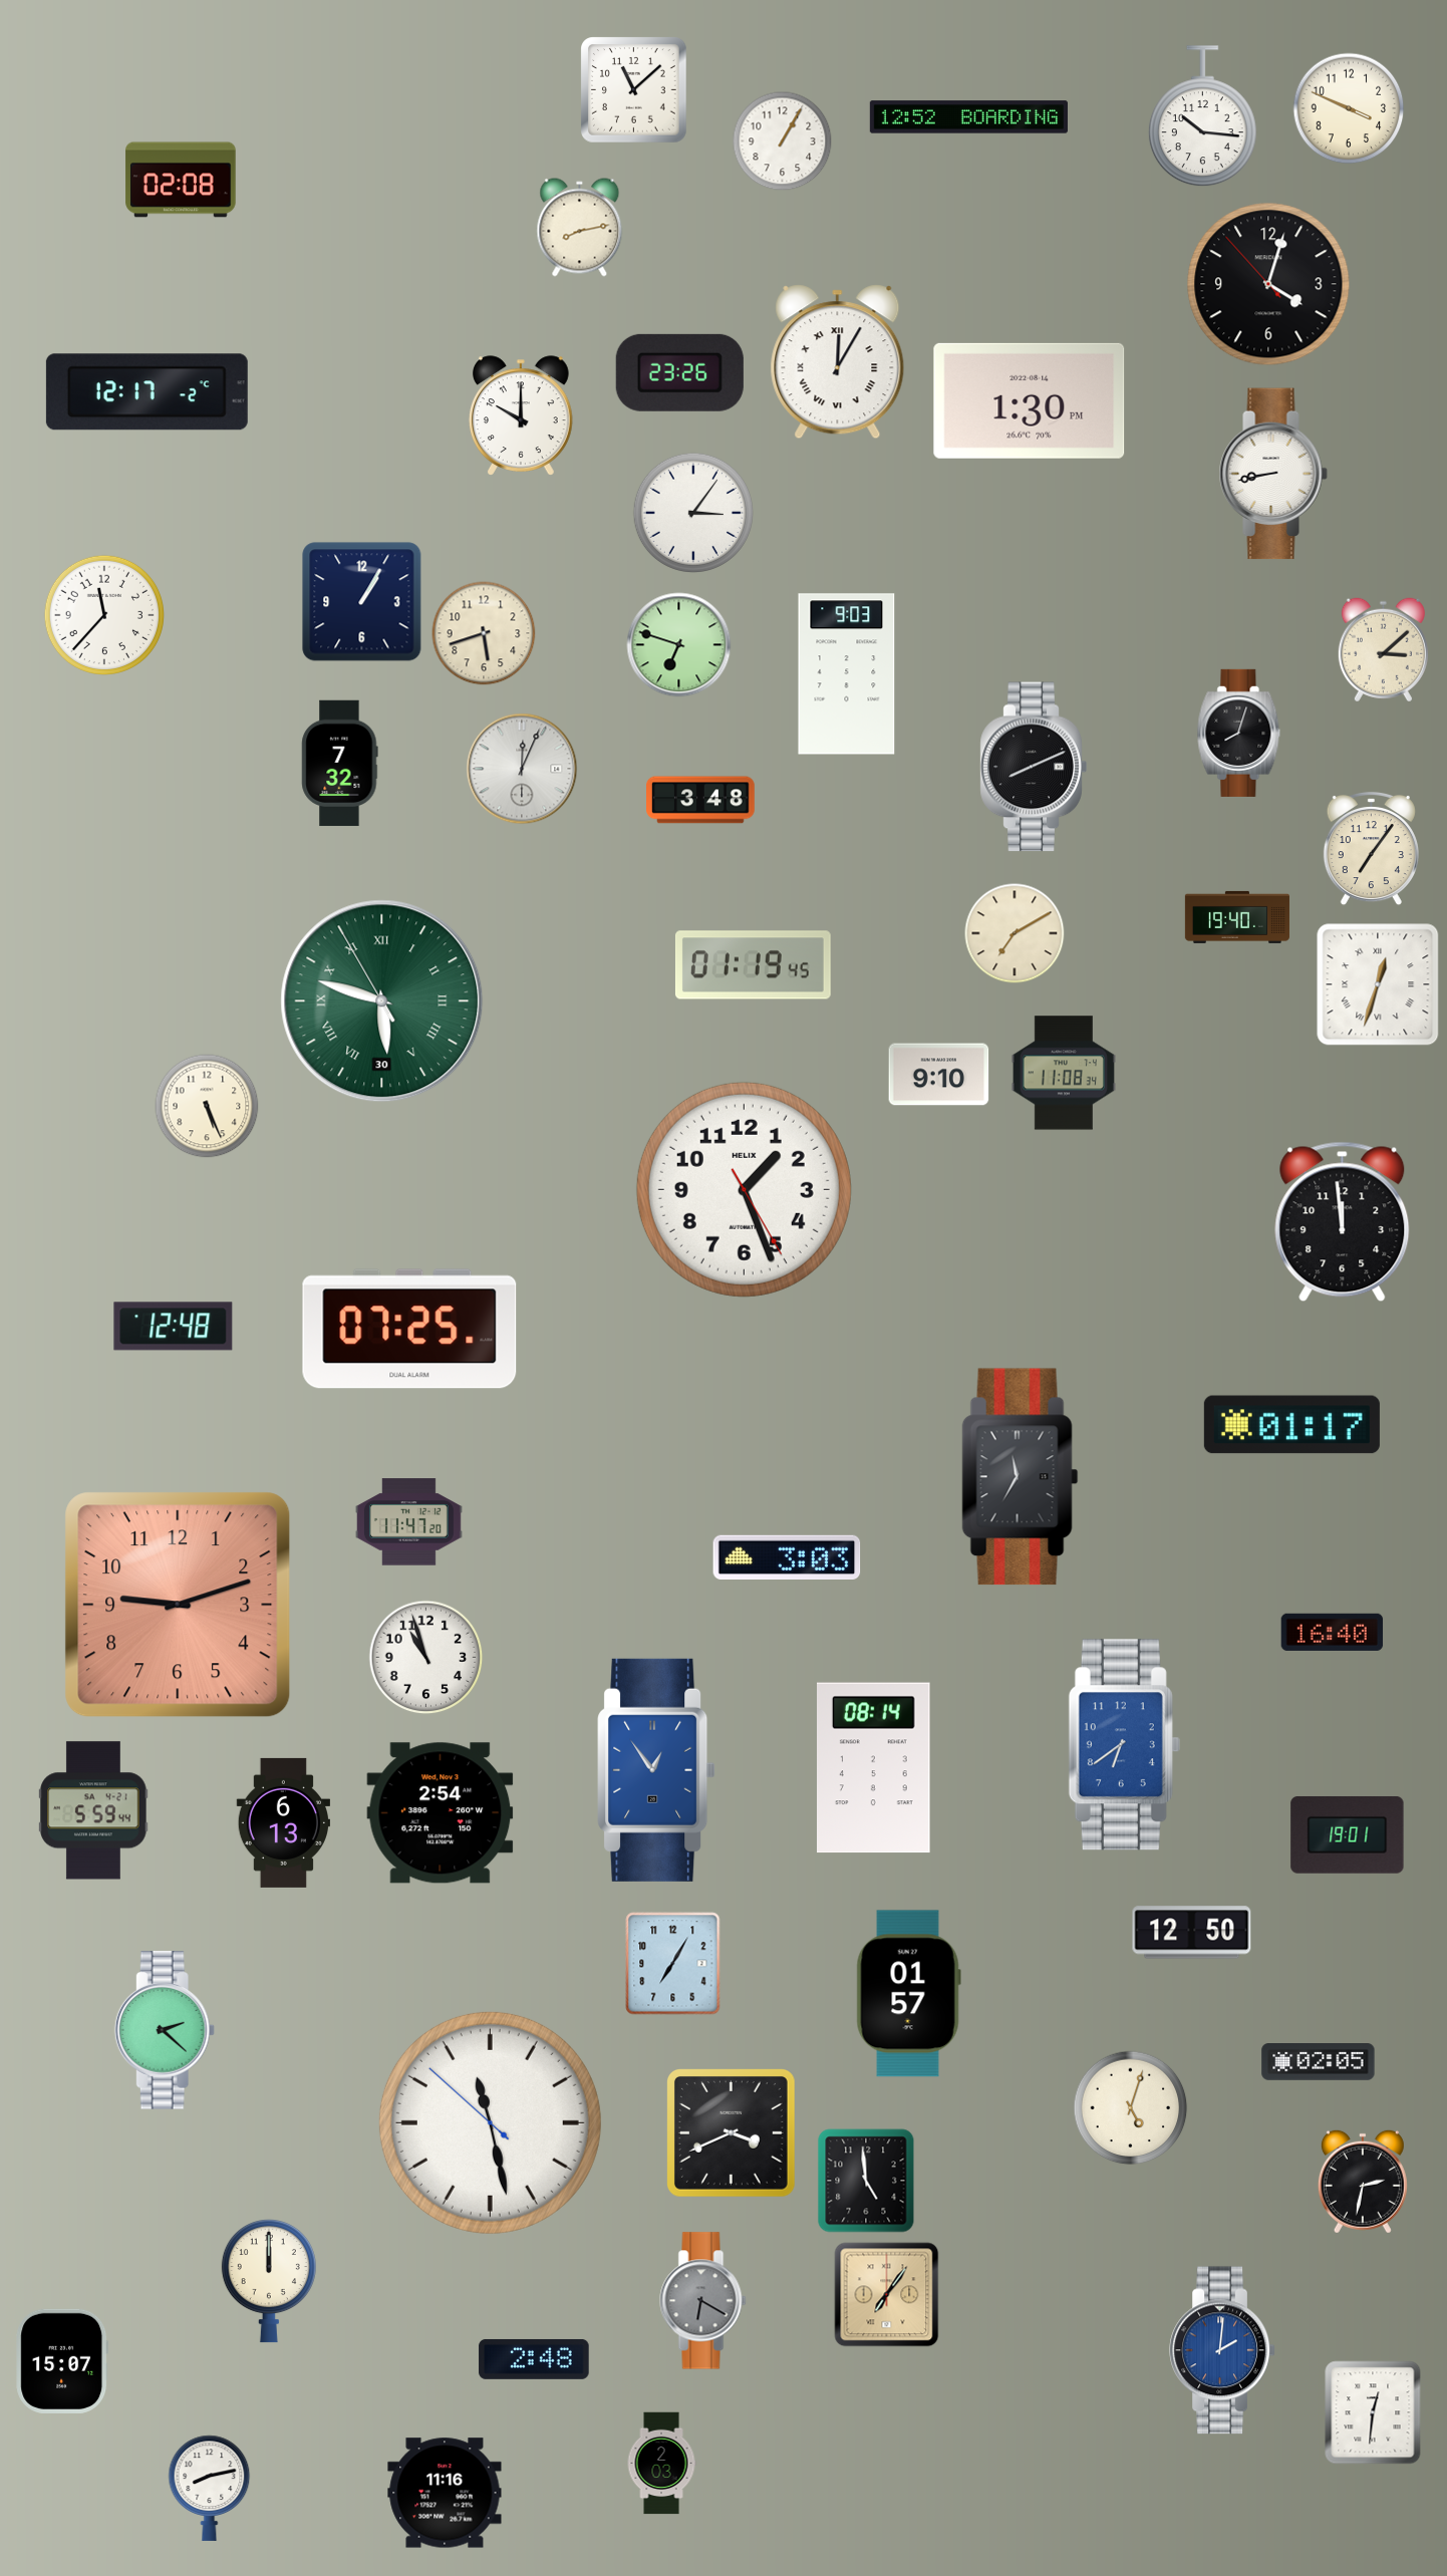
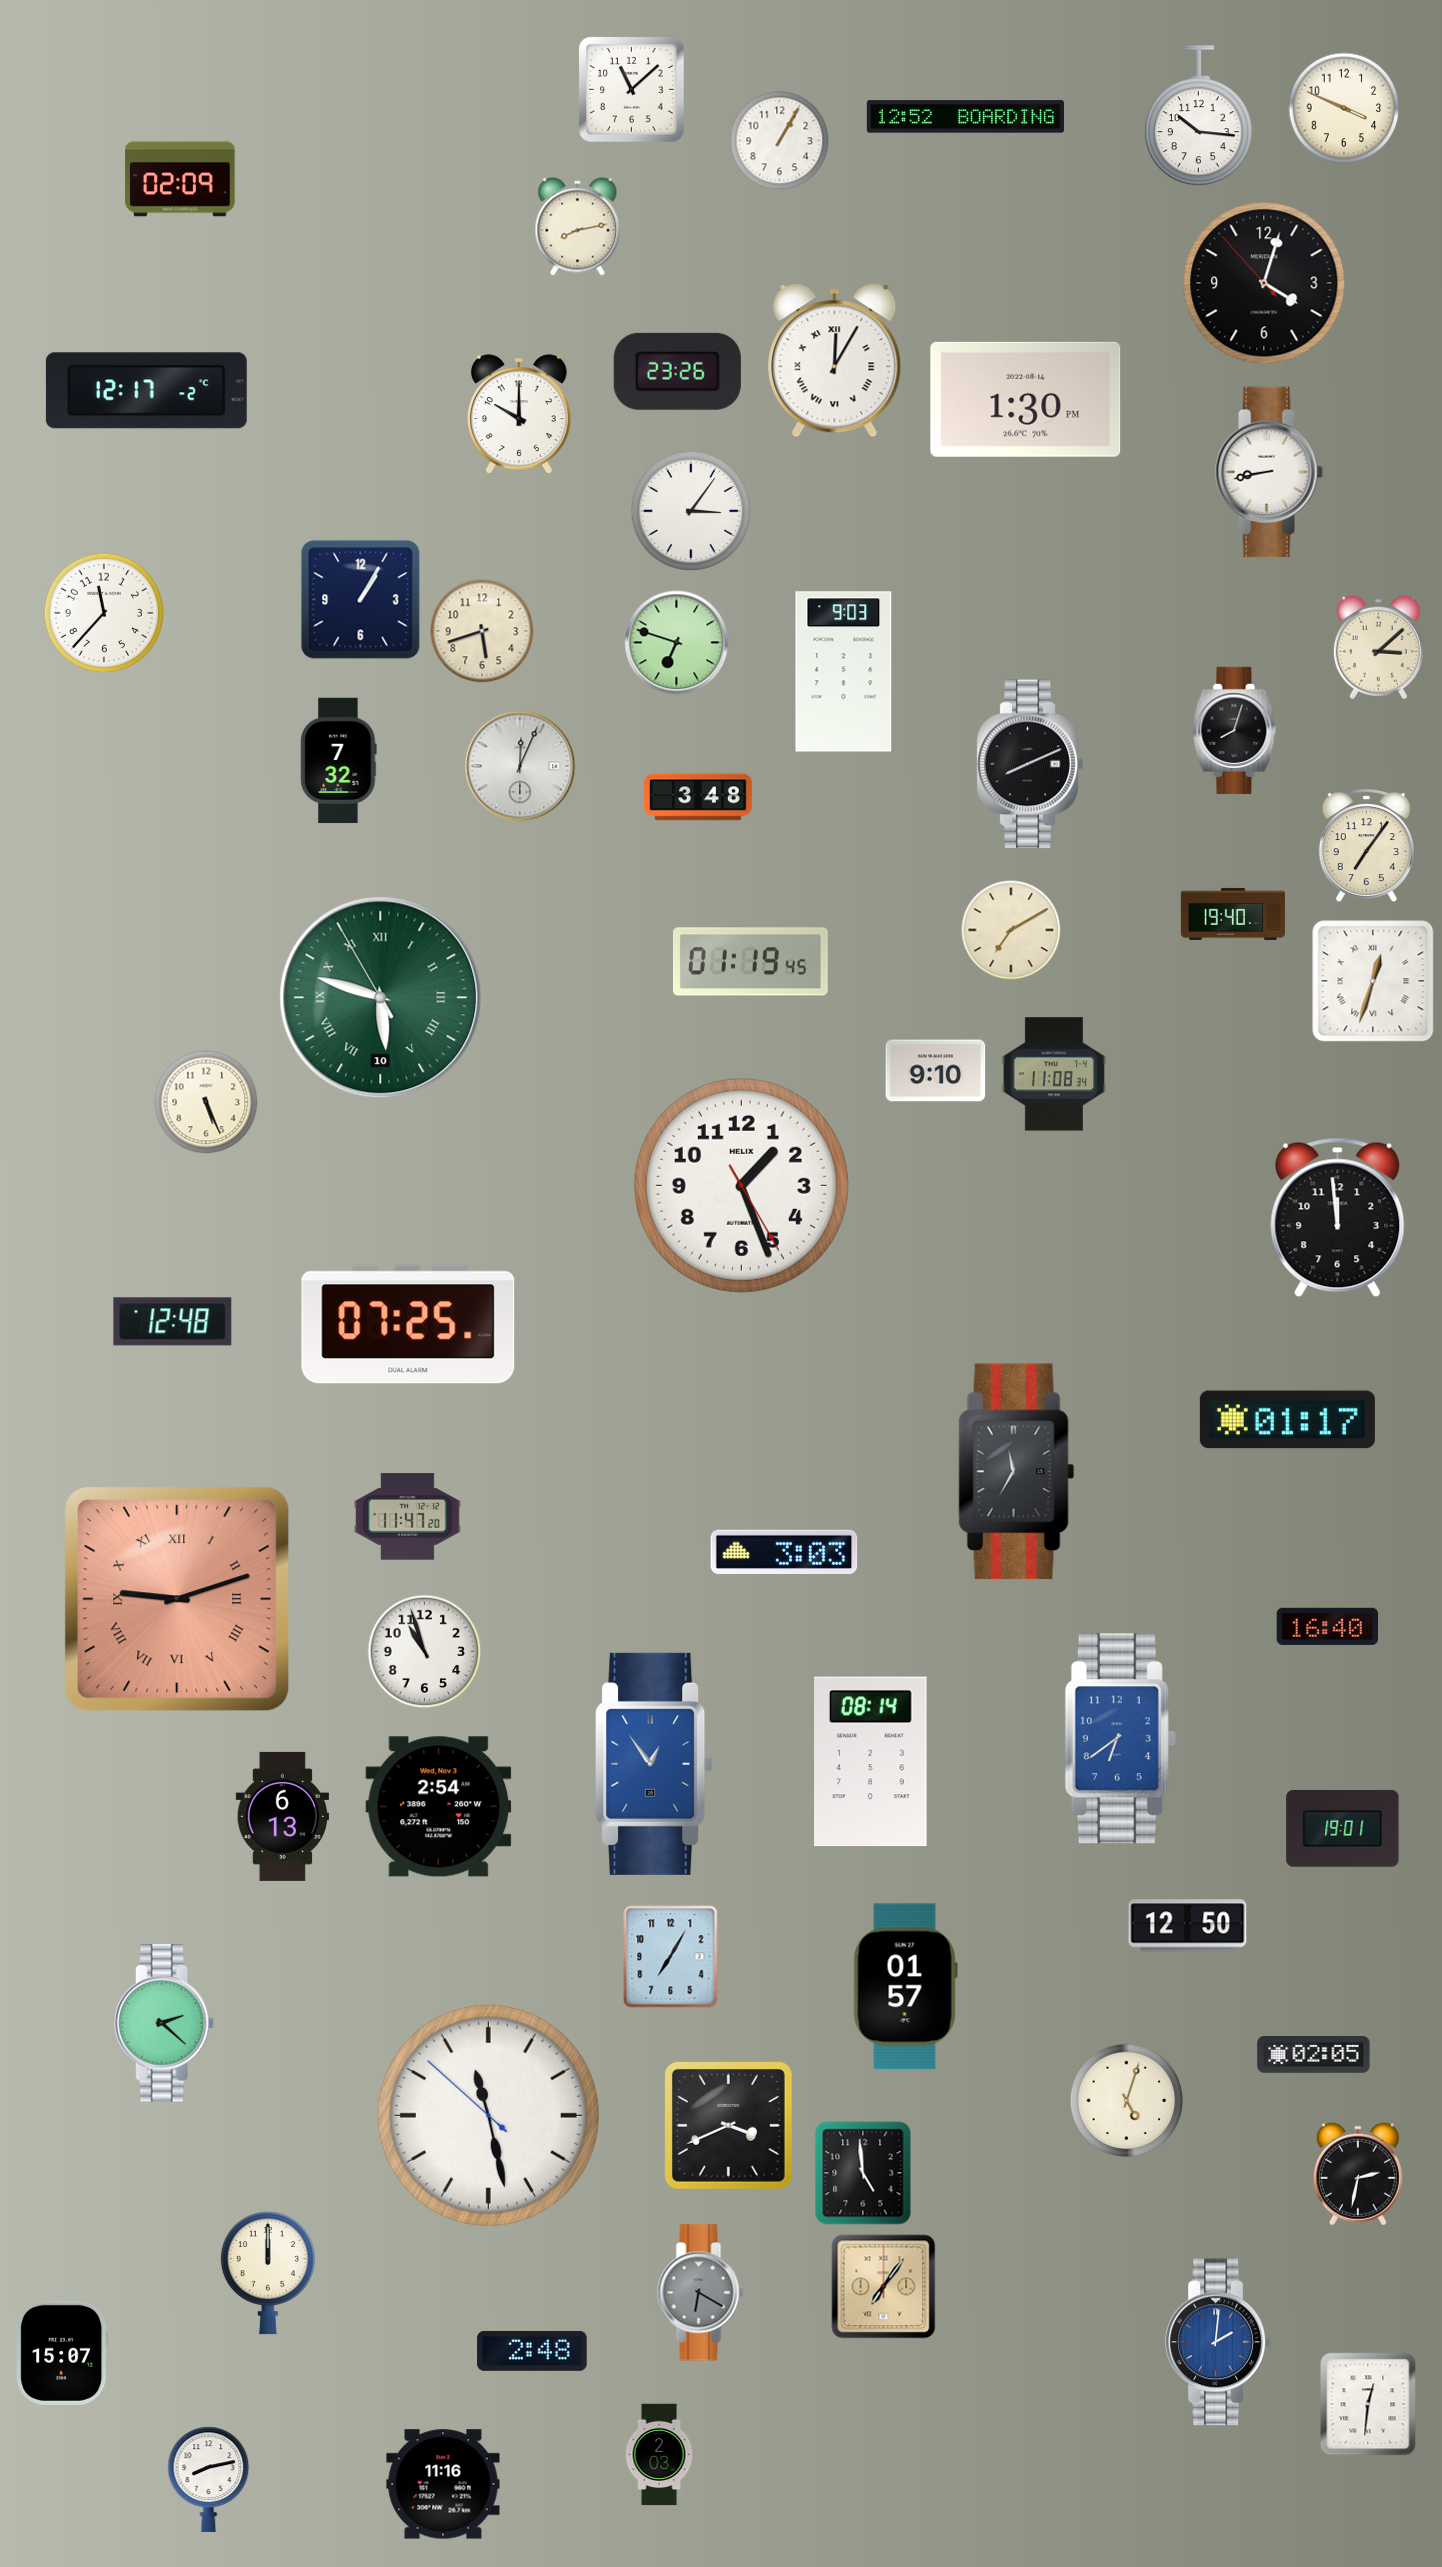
clock at (181, 180): 02:08 -> 02:09
clock at (382, 1001) date: 30 -> 10
clock at (1064, 1073) position: (1064, 1073) -> (1054, 1074)
clock at (178, 1605) numerals: Arabic -> Roman
clock at (93, 1810): 5:59 -> none
